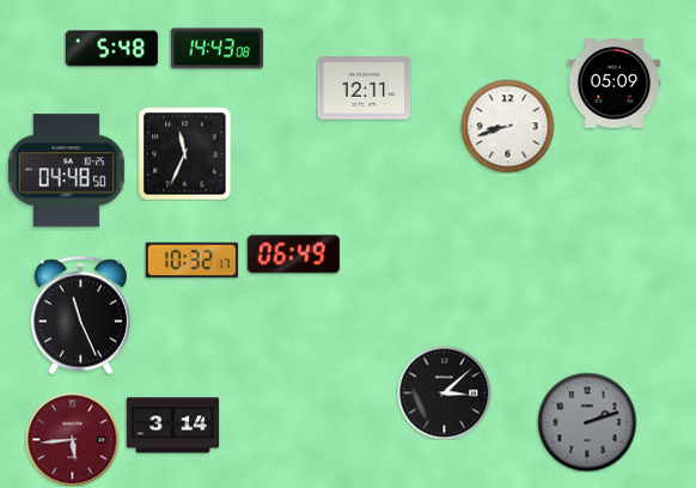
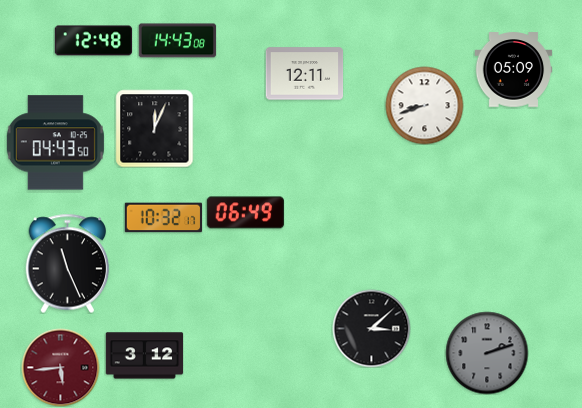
clock at (111, 49): 5:48 -> 12:48
clock at (216, 49) position: (216, 49) -> (177, 41)
clock at (184, 153): 11:34 -> 12:04
clock at (66, 171): 04:48 -> 04:43
clock at (191, 261) position: (191, 261) -> (163, 218)
clock at (587, 422) position: (587, 422) -> (487, 353)
clock at (172, 426): 3:14 -> 3:12
